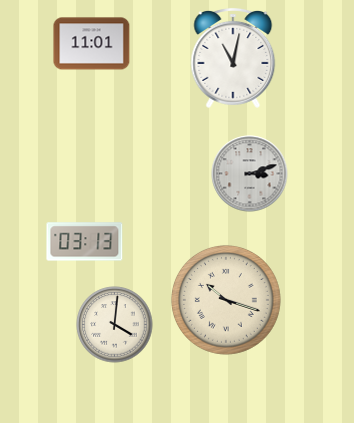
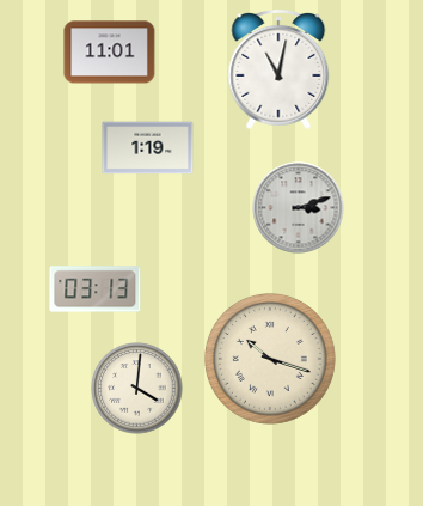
clock at (148, 148): none -> 1:19
clock at (85, 242) position: (85, 242) -> (96, 289)
